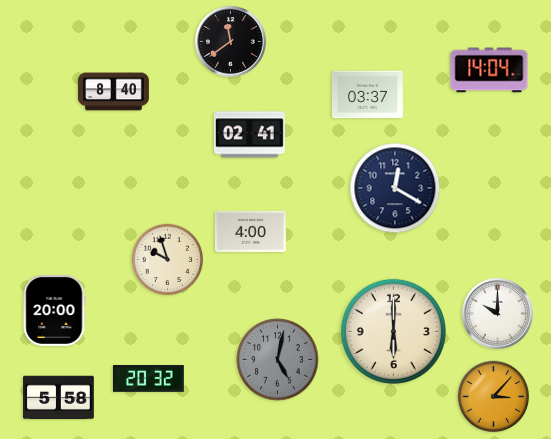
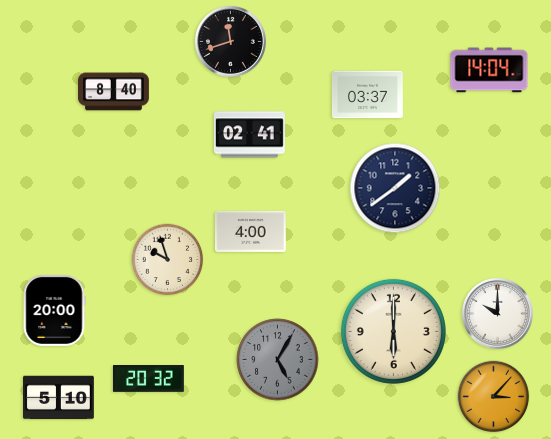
clock at (231, 42): 11:39 -> 11:42
clock at (395, 188): 12:20 -> 1:39
clock at (278, 360): 5:02 -> 5:05
clock at (59, 398): 5:58 -> 5:10
